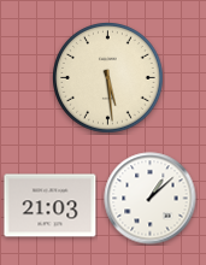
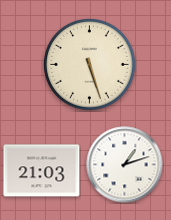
clock at (108, 78): 5:29 -> 5:27
clock at (151, 199): 1:08 -> 1:12
